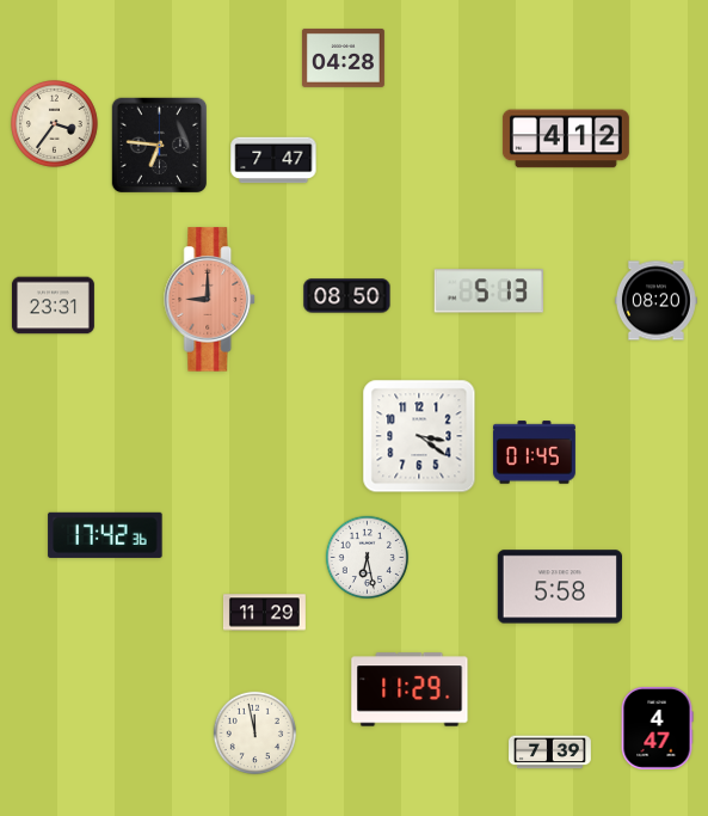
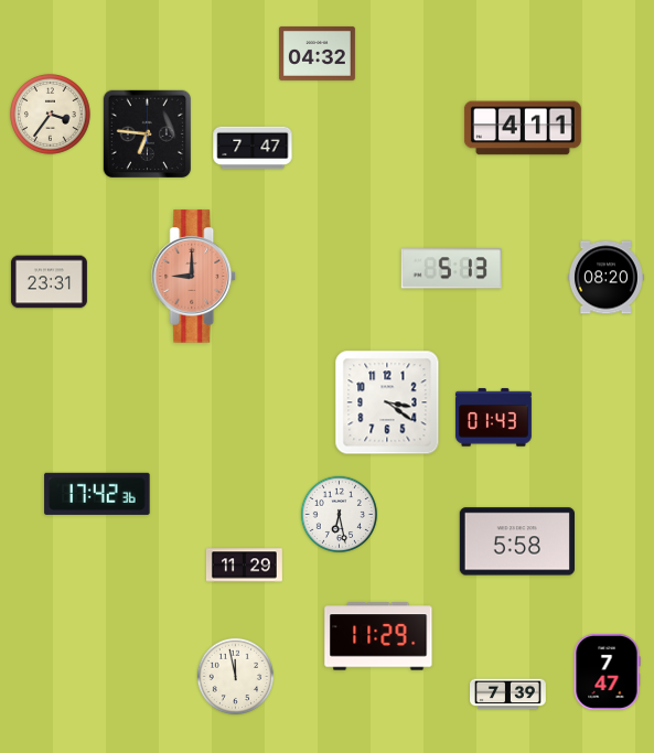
clock at (343, 57): 04:28 -> 04:32
clock at (566, 139): 4:12 -> 4:11
clock at (347, 296): 08:50 -> none
clock at (534, 453): 01:45 -> 01:43
clock at (657, 728): 4:47 -> 7:47
